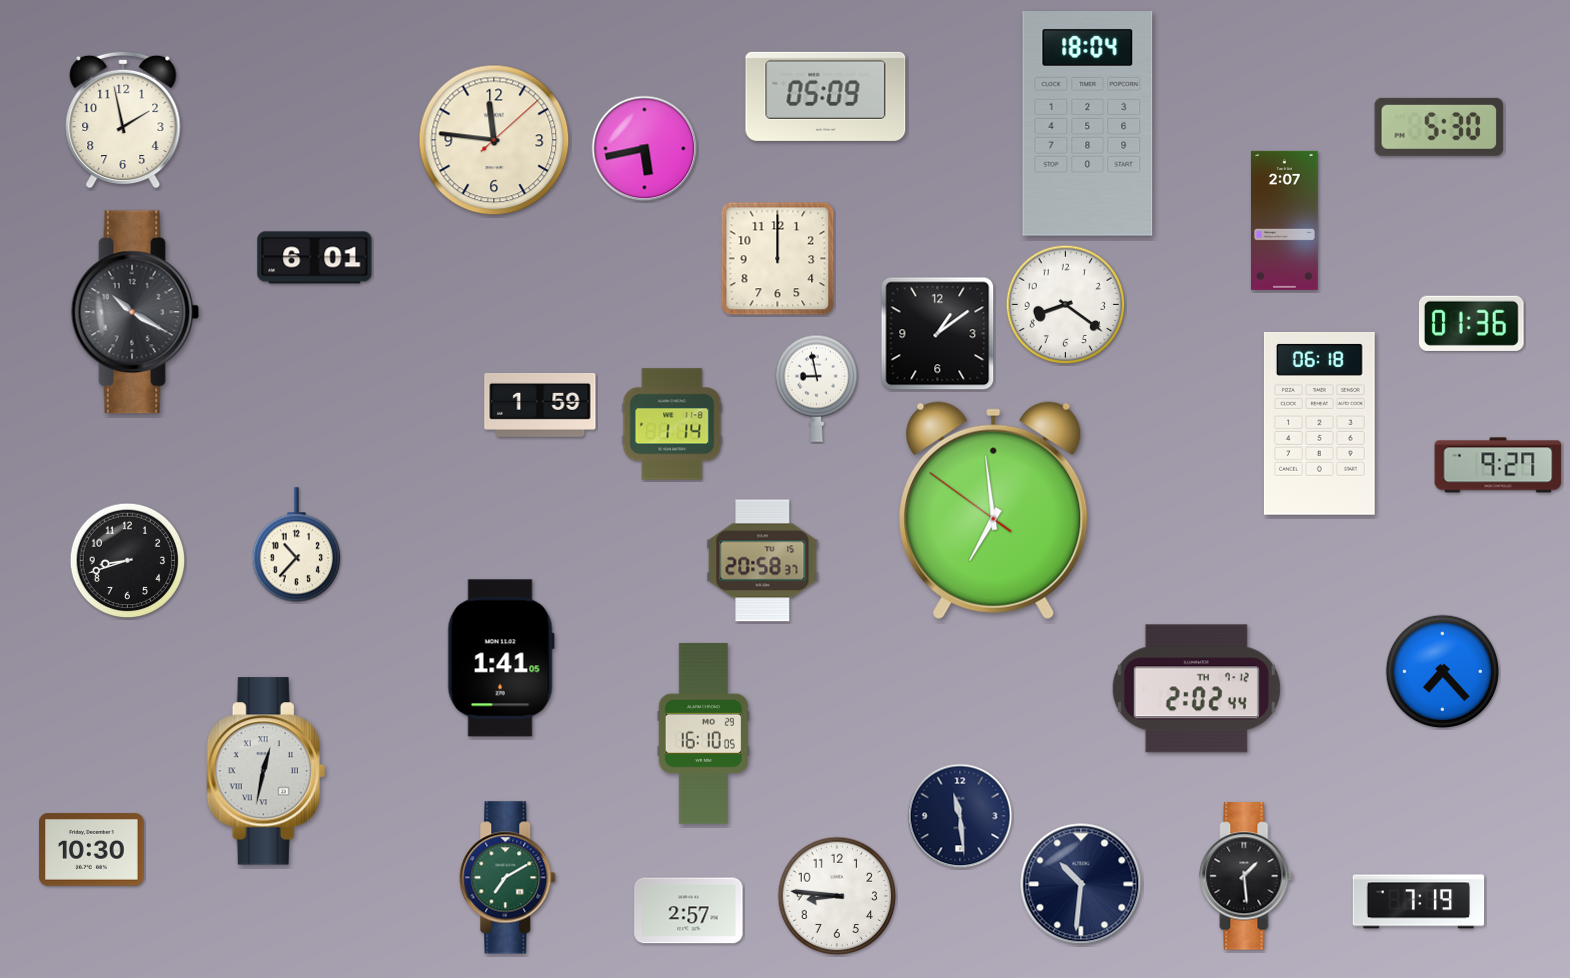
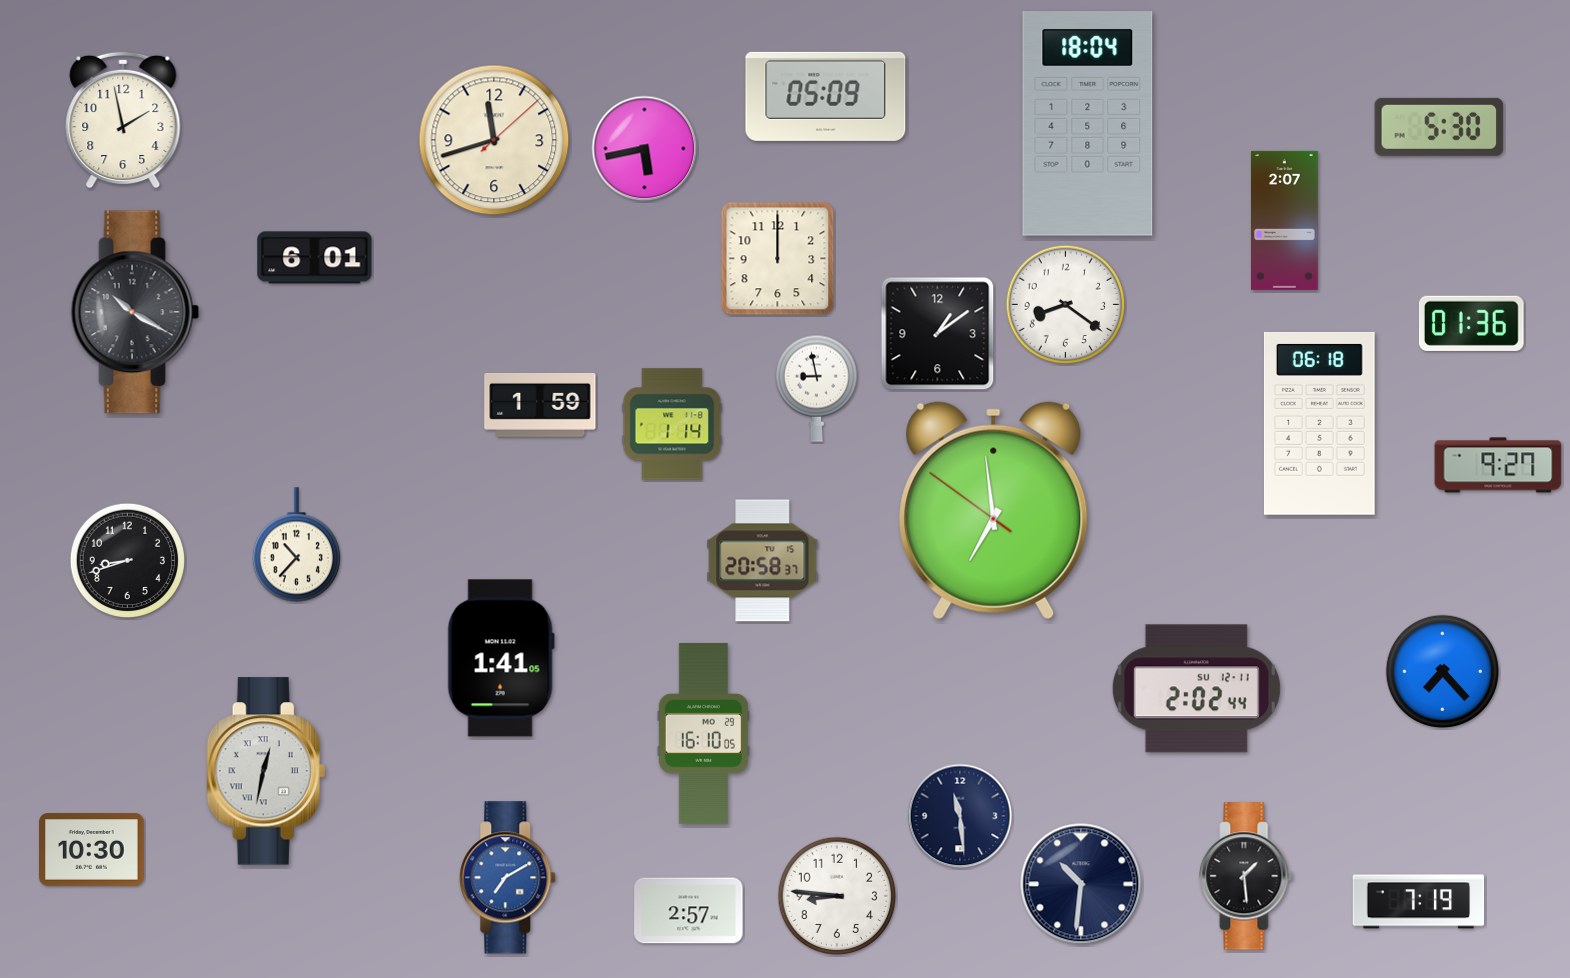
clock at (494, 140): 11:46 -> 11:42
clock at (1196, 689) date: TH 7-12 -> SU 12-11
clock at (508, 878) dial: green -> blue
